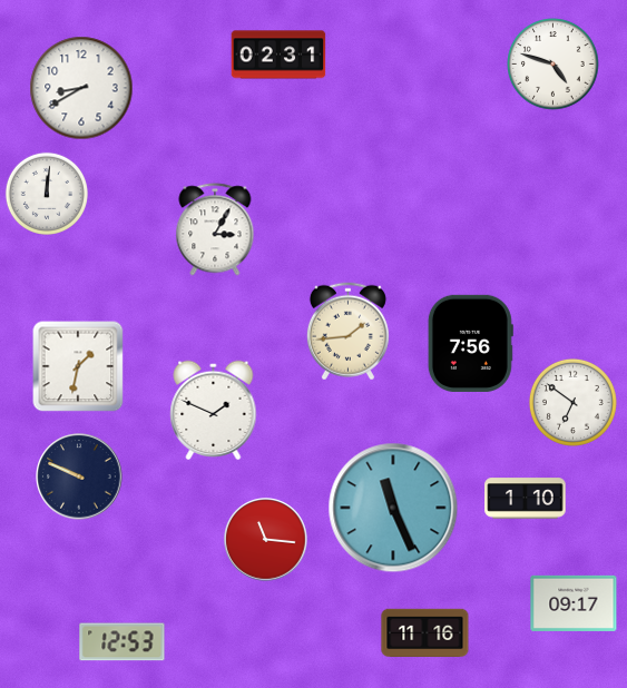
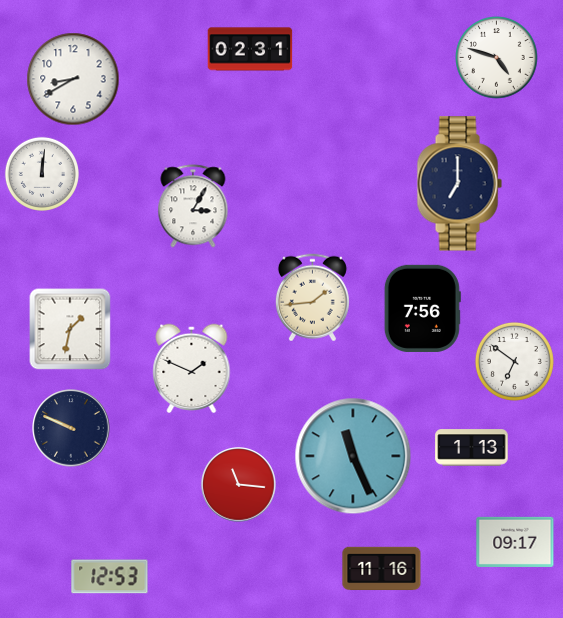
clock at (459, 184): none -> 7:00
clock at (526, 499): 1:10 -> 1:13
